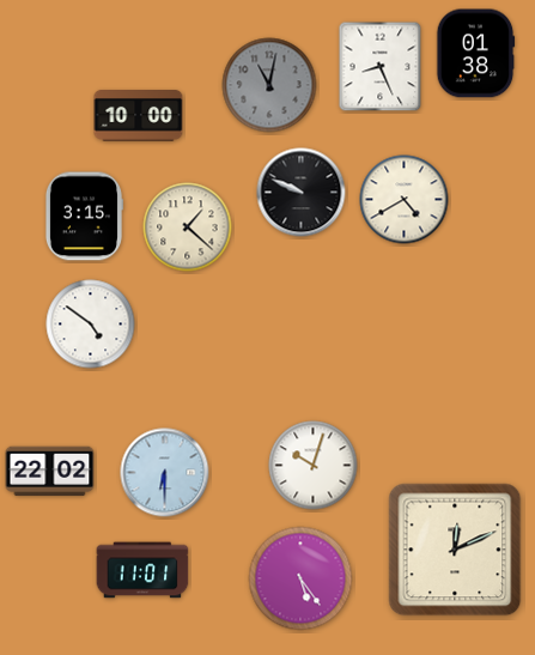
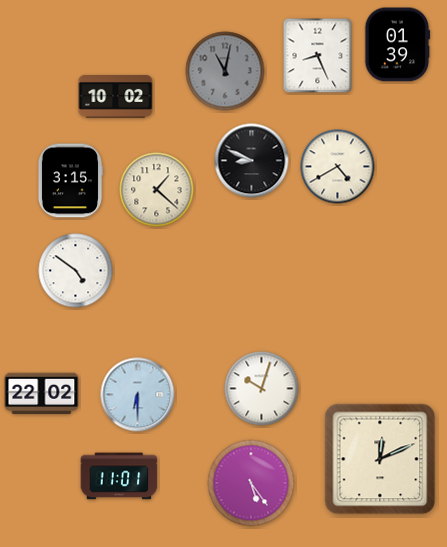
clock at (475, 54): 01:38 -> 01:39
clock at (139, 116): 10:00 -> 10:02
clock at (302, 193): 9:49 -> 8:49
